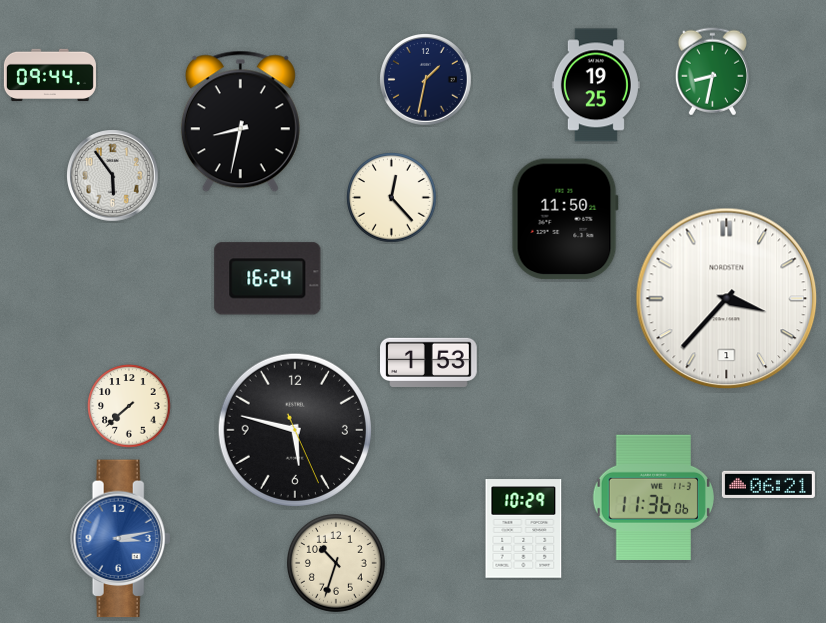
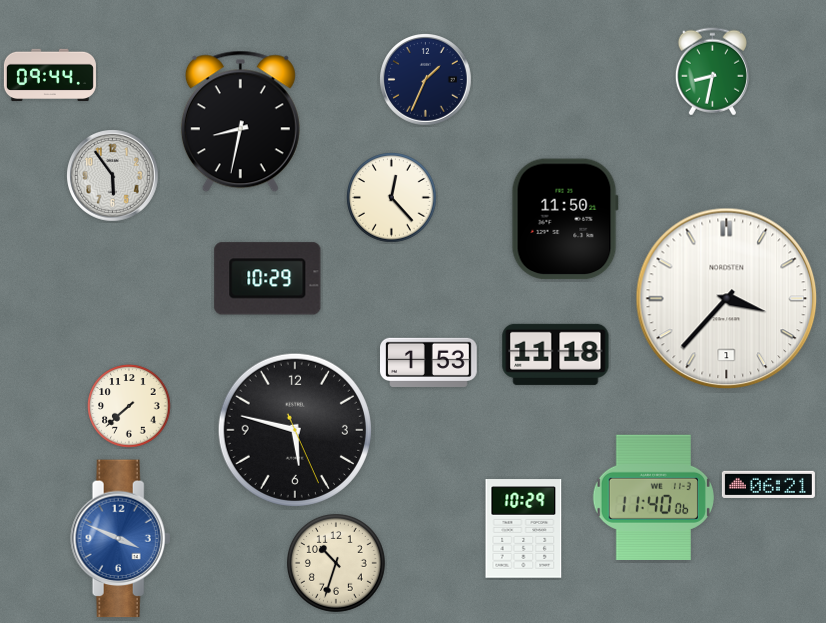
clock at (426, 80): 1:32 -> 1:34
clock at (596, 85): 19:25 -> none
clock at (268, 279): 16:24 -> 10:29
clock at (556, 354): none -> 11:18
clock at (653, 497): 11:36 -> 11:40
clock at (121, 539): 3:13 -> 3:49
